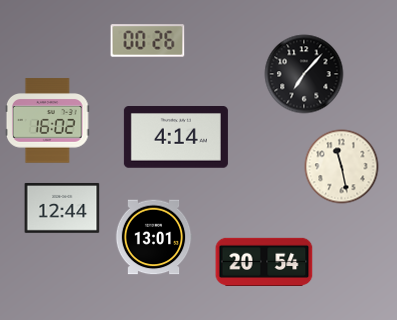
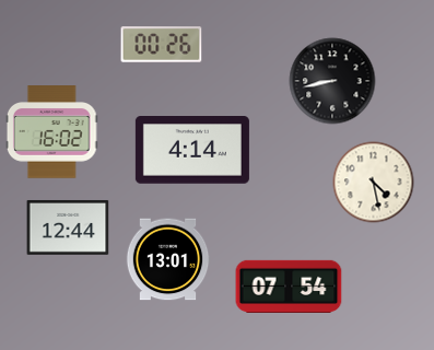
clock at (304, 74): 7:07 -> 8:43
clock at (342, 167): 11:28 -> 4:28
clock at (264, 261): 20:54 -> 07:54
